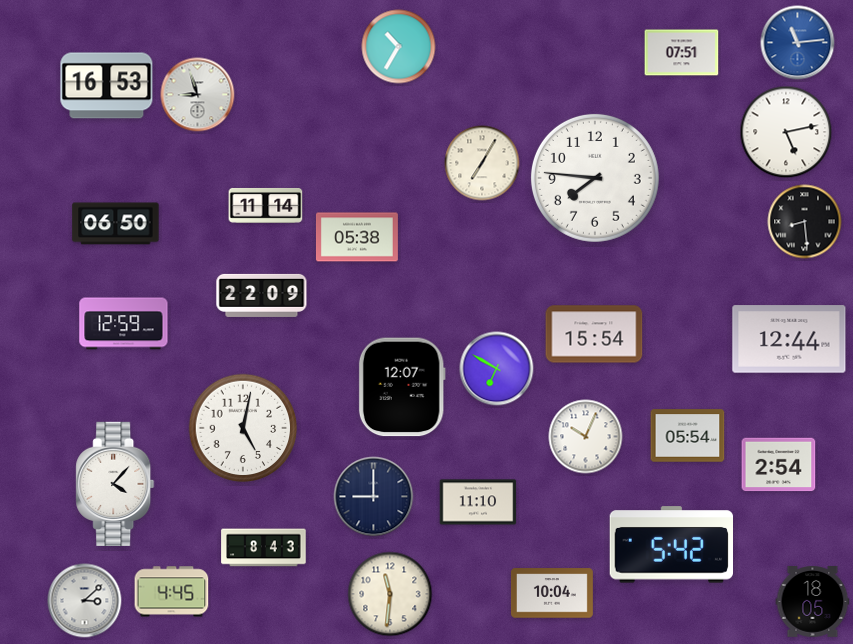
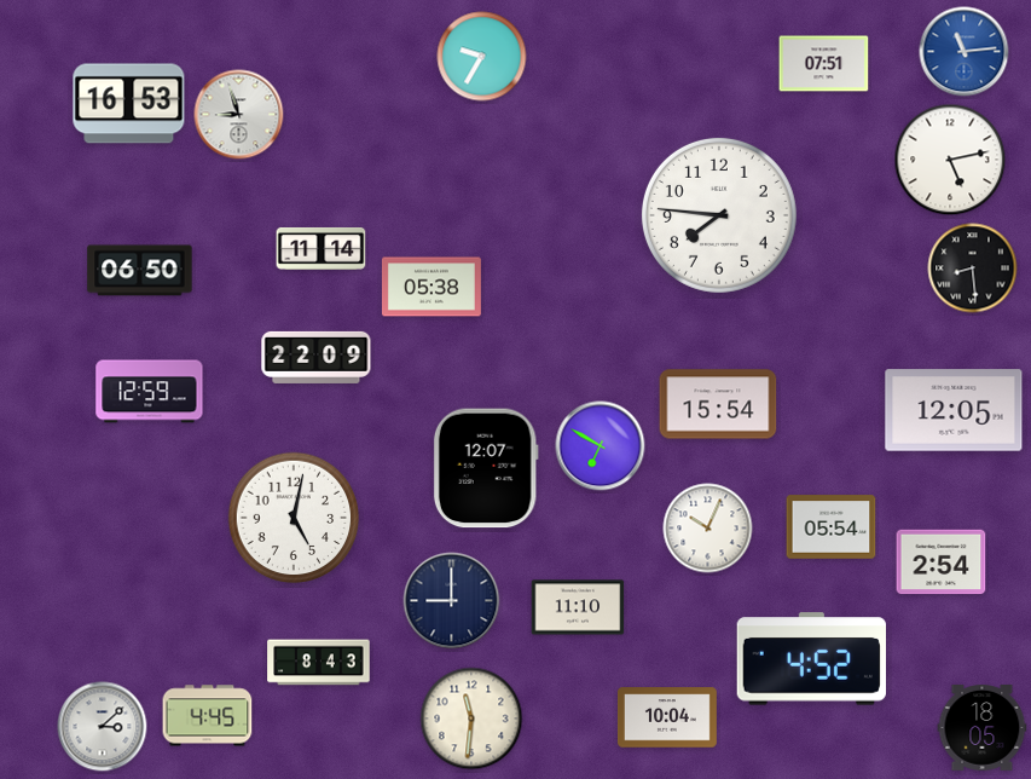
clock at (399, 47): 10:35 -> 9:35
clock at (482, 163): 7:05 -> none
clock at (789, 339): 12:44 -> 12:05
clock at (115, 483): 4:07 -> none
clock at (671, 545): 5:42 -> 4:52
